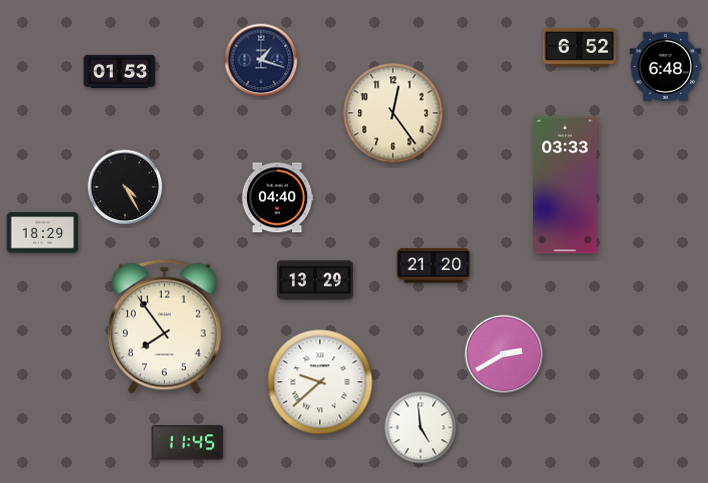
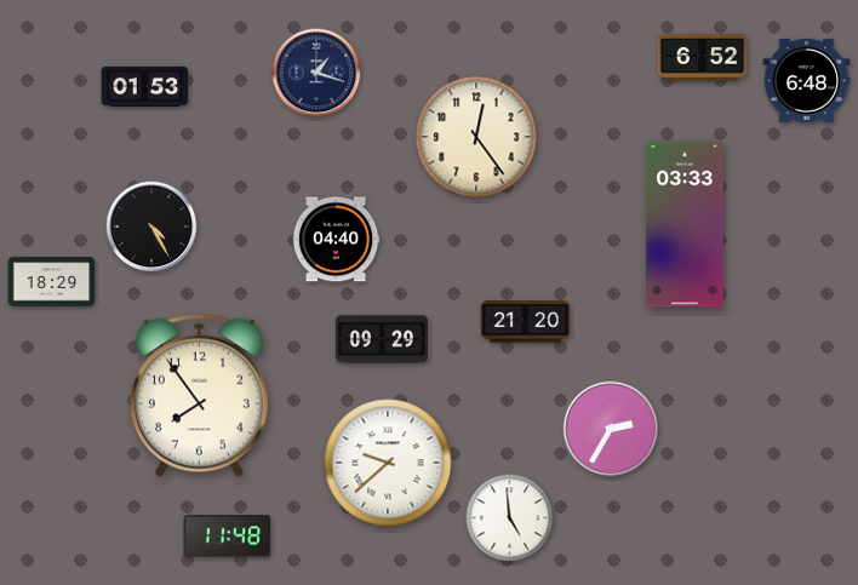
clock at (315, 280): 13:29 -> 09:29
clock at (504, 354): 2:40 -> 2:35
clock at (188, 443): 11:45 -> 11:48
